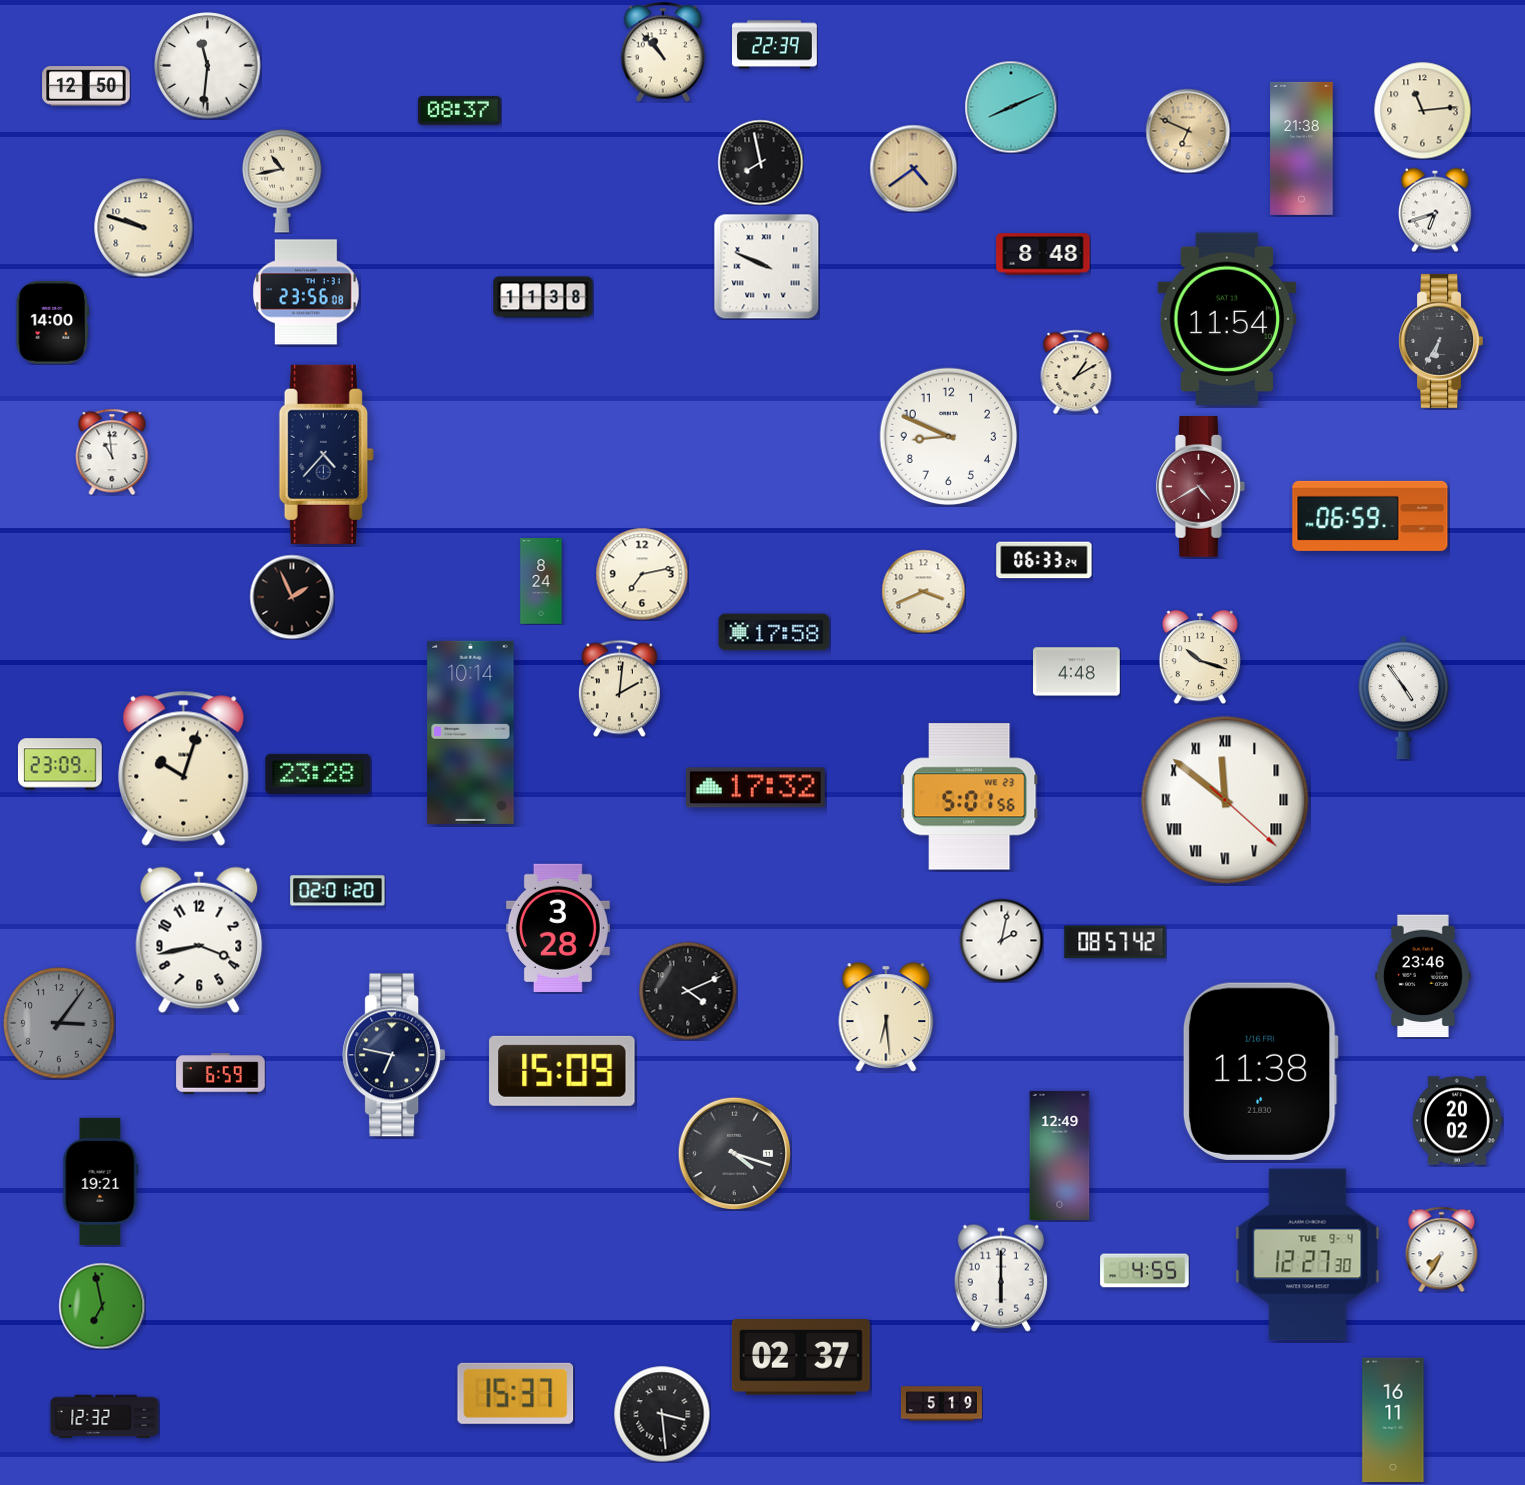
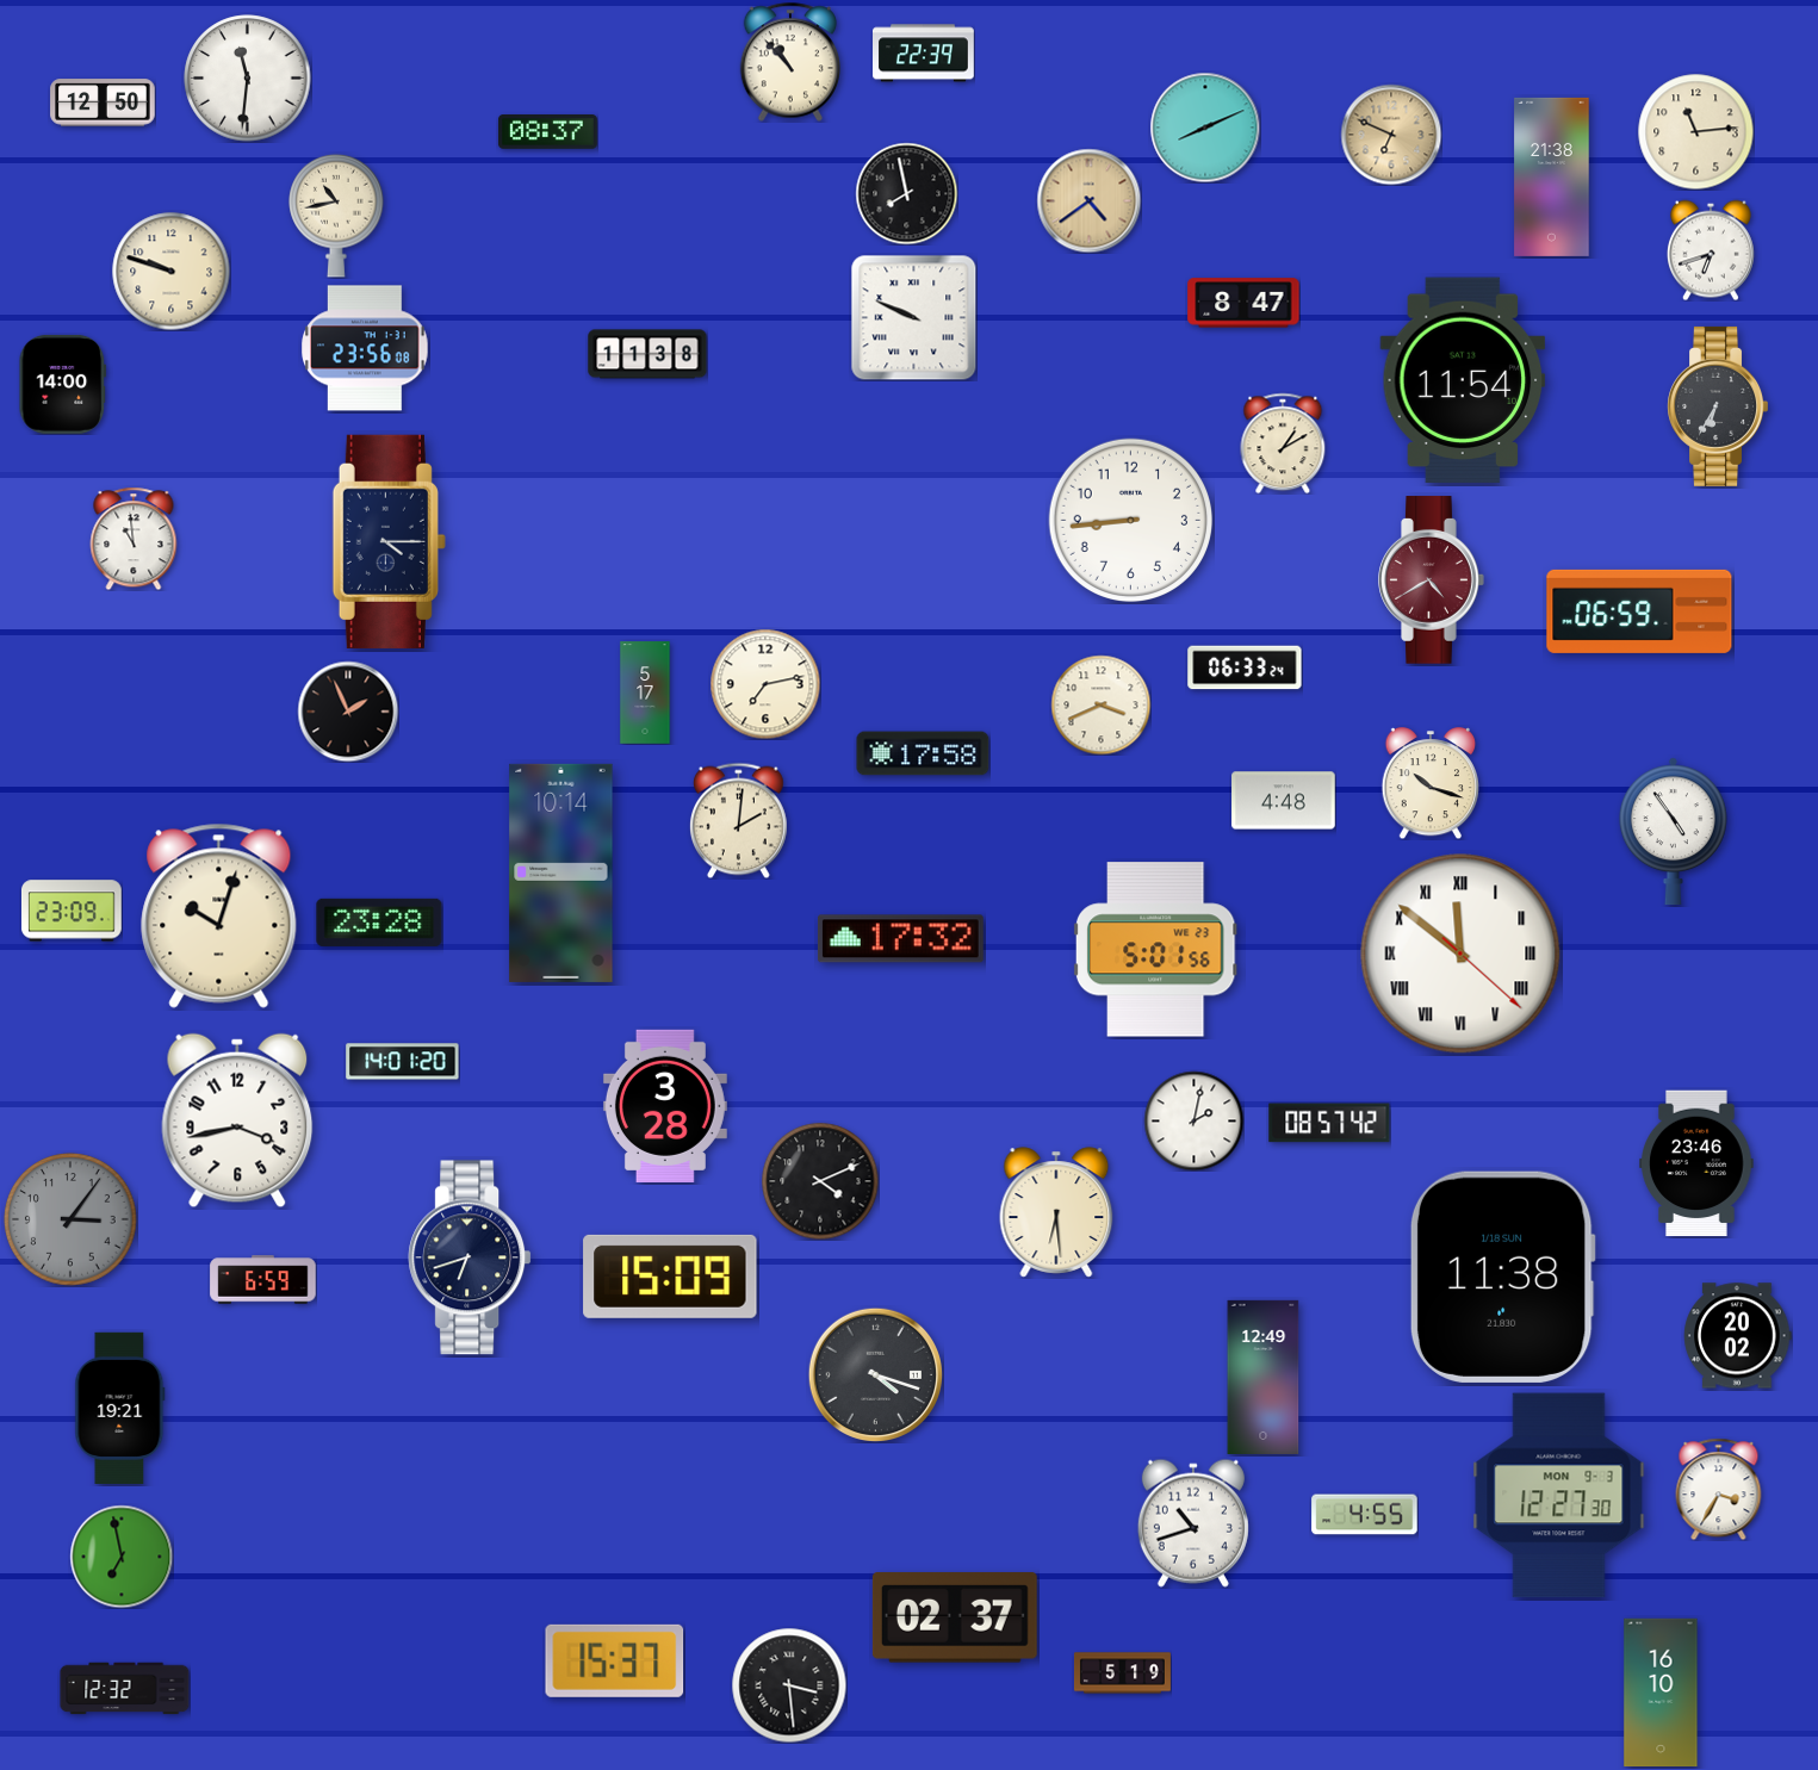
clock at (1188, 131) position: (1188, 131) -> (1391, 135)
clock at (1043, 254): 8:48 -> 8:47
clock at (949, 437): 8:49 -> 8:44
clock at (326, 454): 4:37 -> 4:15
clock at (1370, 516) position: (1370, 516) -> (1639, 611)
clock at (541, 581): 8:24 -> 5:17
clock at (338, 891): 02:01 -> 14:01
clock at (394, 1055): 6:47 -> 6:42
clock at (1260, 1071) date: 1/16 FRI -> 1/18 SUN
clock at (1442, 1249): 7:35 -> 3:35
clock at (1308, 1255) date: TUE 9-4 -> MON 9-3
clock at (1001, 1278): 6:00 -> 10:42
clock at (1393, 1420): 16:11 -> 16:10
